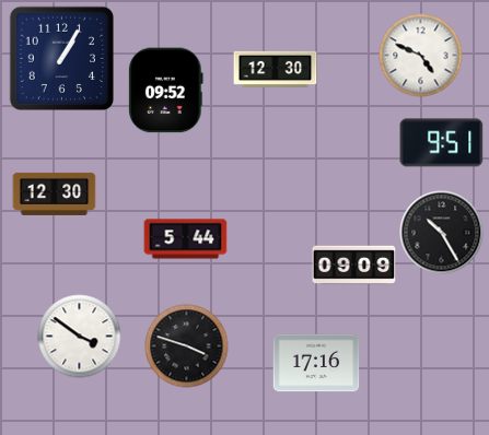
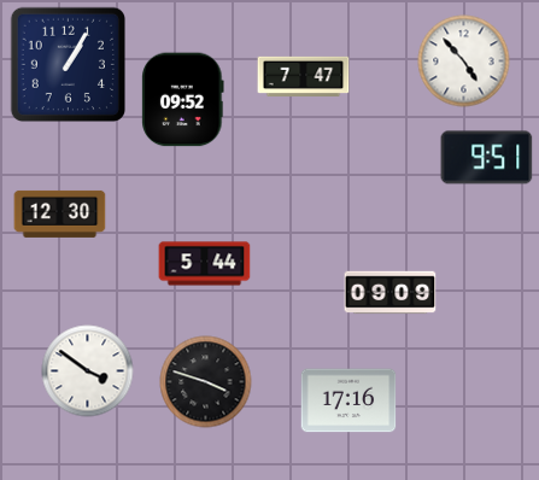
clock at (421, 56): 4:49 -> 4:53
clock at (276, 70): 12:30 -> 7:47
clock at (442, 233): 10:25 -> none
